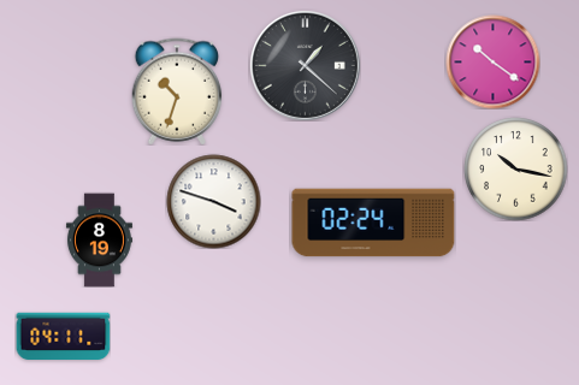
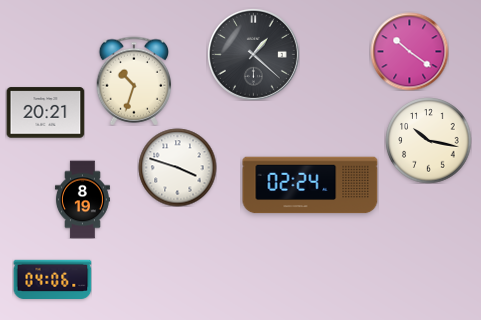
clock at (177, 91) position: (177, 91) -> (134, 81)
clock at (45, 113): none -> 20:21
clock at (63, 336): 04:11 -> 04:06
